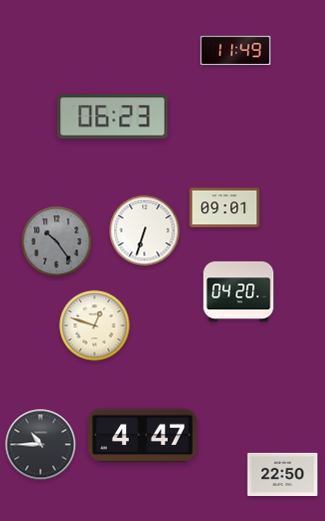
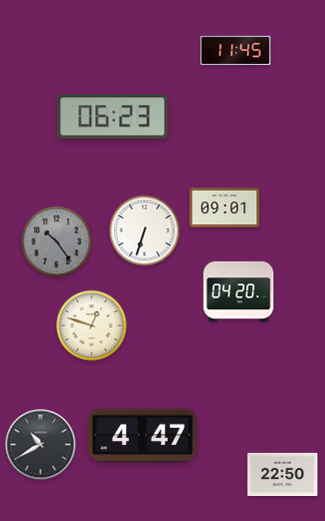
clock at (236, 51): 11:49 -> 11:45
clock at (95, 326) position: (95, 326) -> (92, 326)
clock at (41, 445): 10:45 -> 10:40
